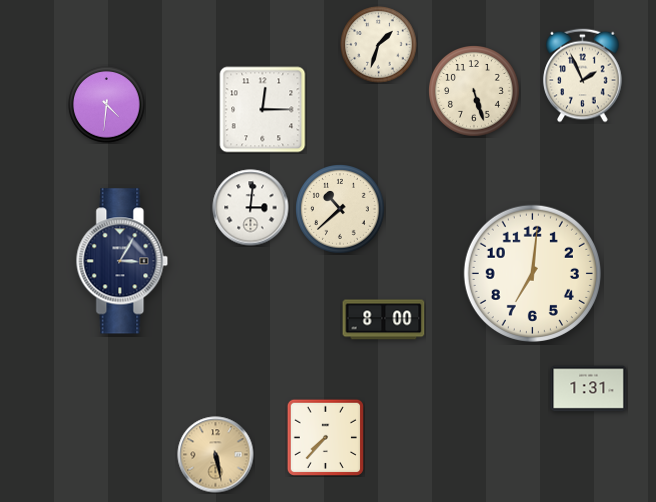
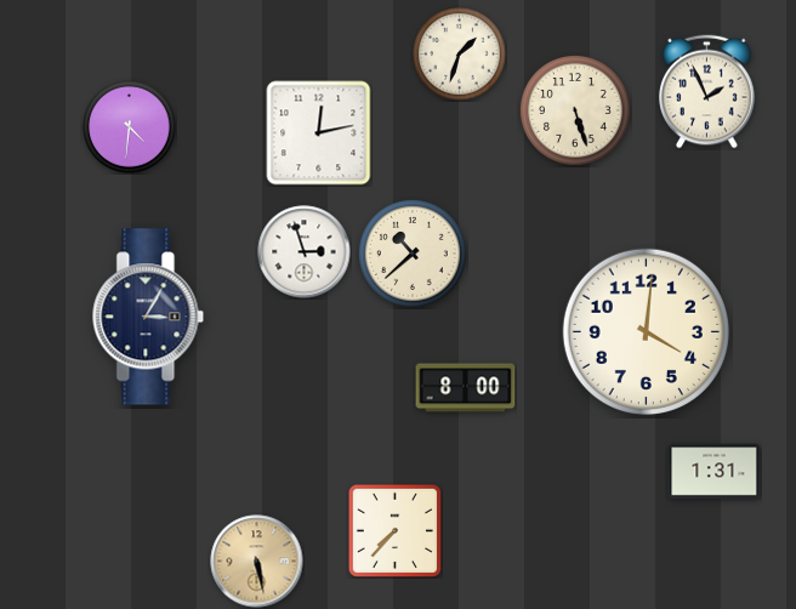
clock at (263, 110): 12:15 -> 12:13
clock at (251, 208): 3:01 -> 2:57
clock at (532, 273): 7:01 -> 4:01
clock at (216, 455) position: (216, 455) -> (257, 562)
